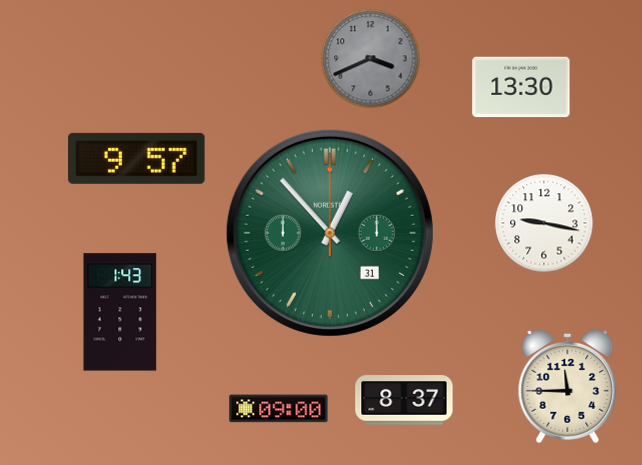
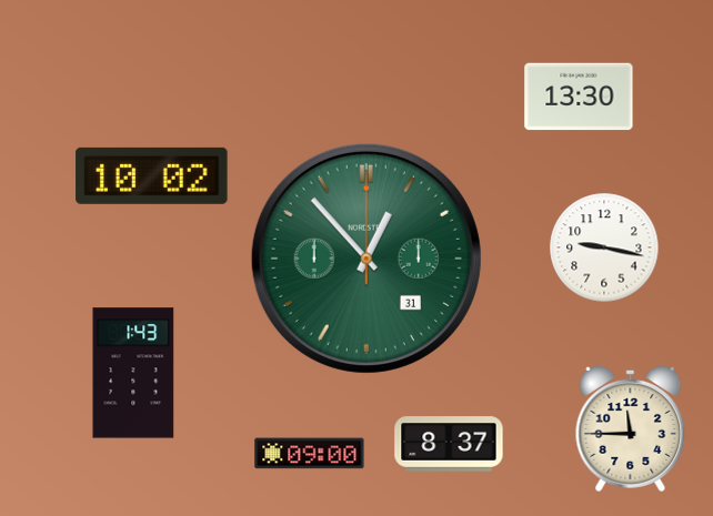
clock at (371, 59): 3:41 -> none
clock at (137, 158): 9:57 -> 10:02
clock at (120, 312) position: (120, 312) -> (133, 373)
